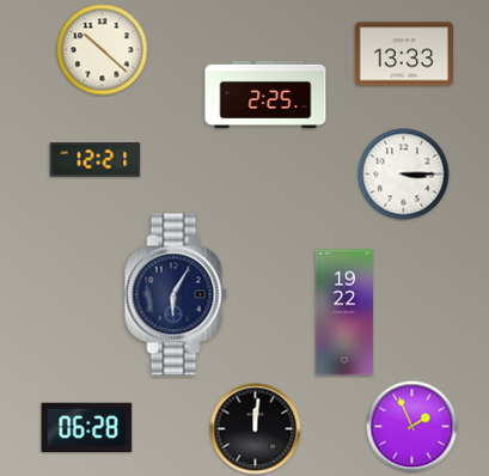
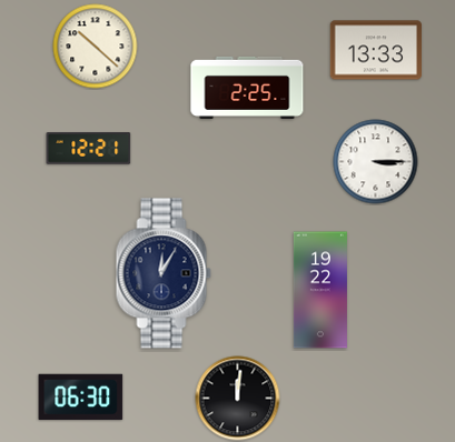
clock at (176, 294): 6:05 -> 12:05
clock at (412, 427): 1:56 -> none
clock at (87, 428): 06:28 -> 06:30
